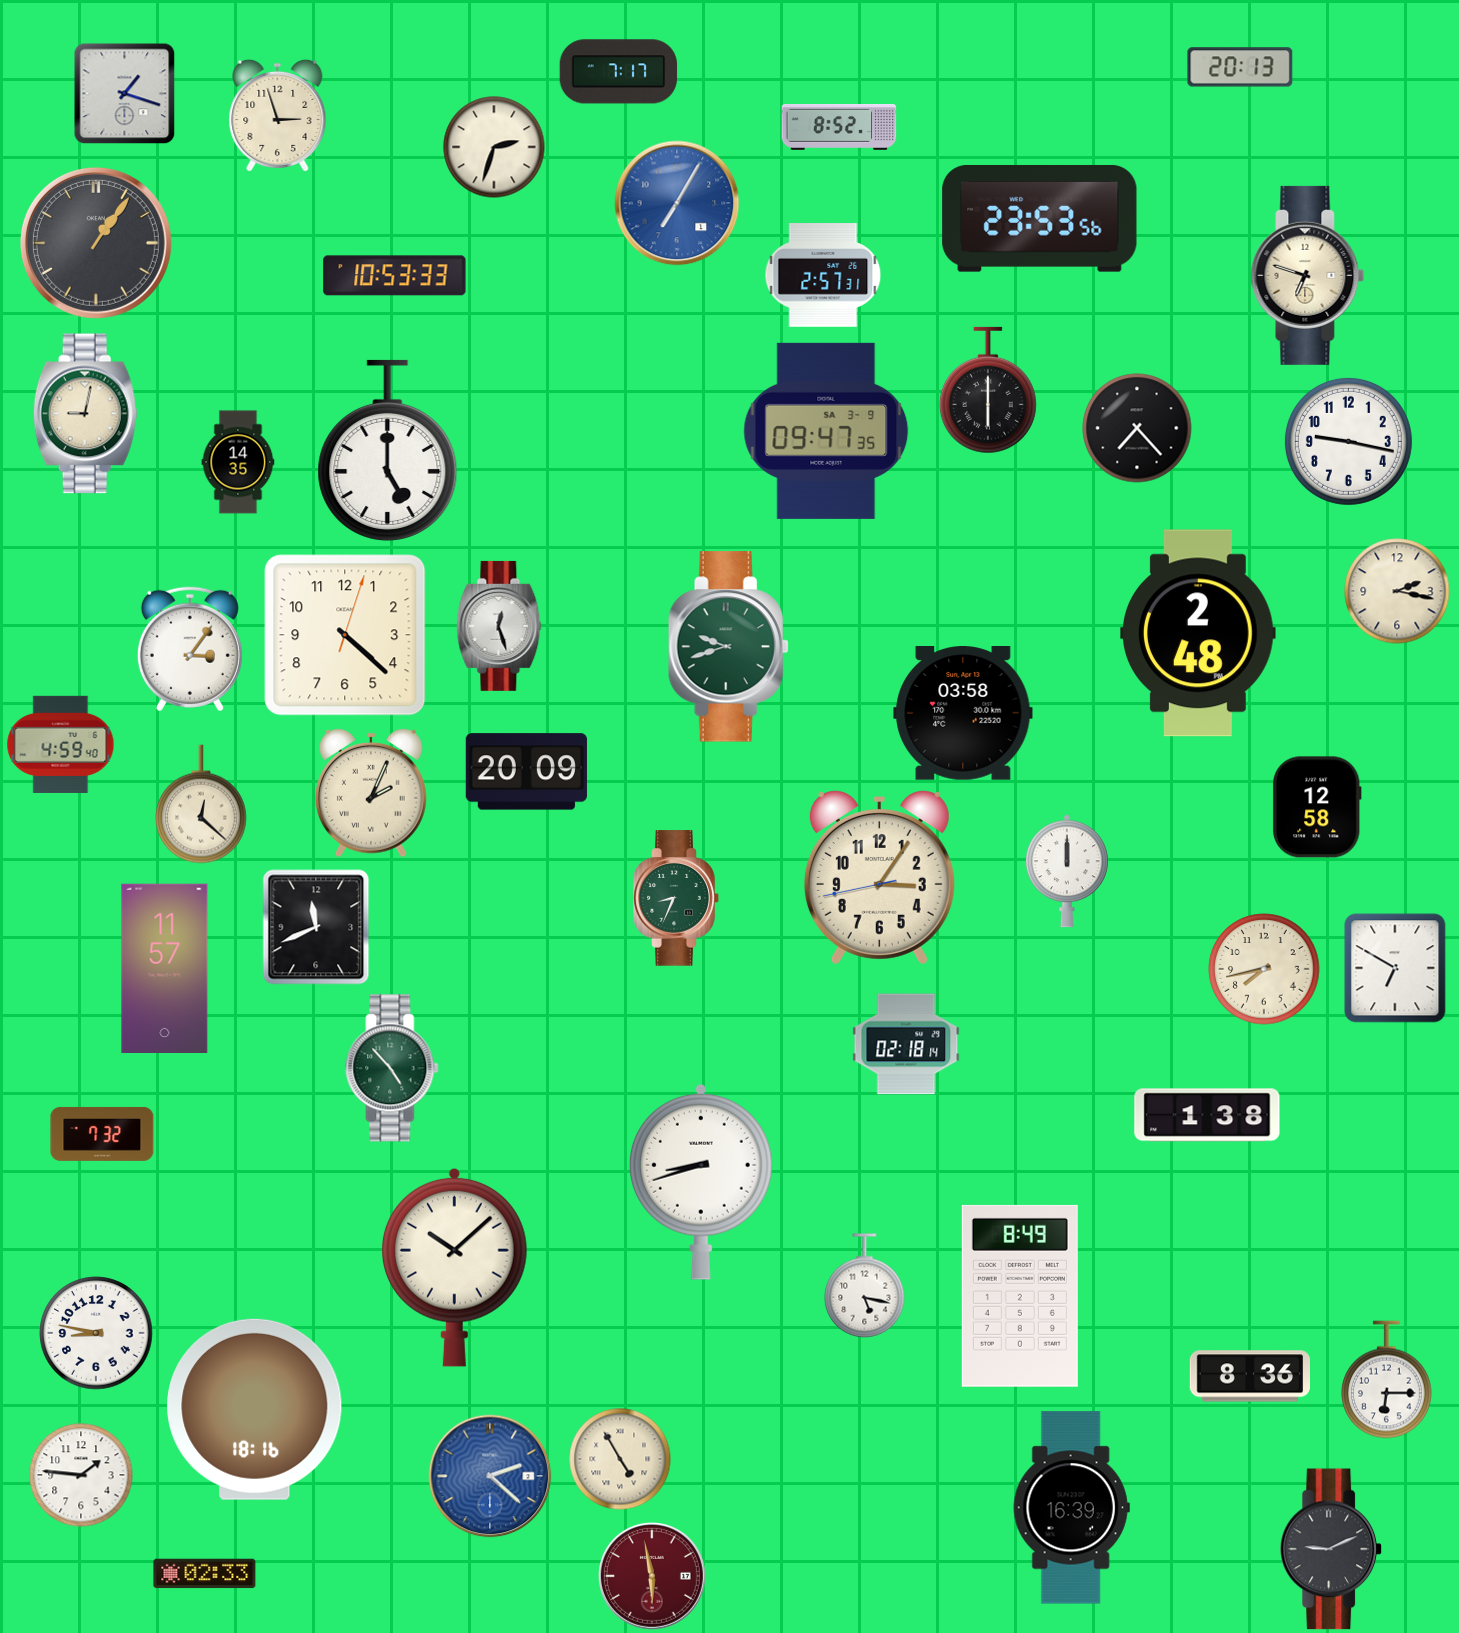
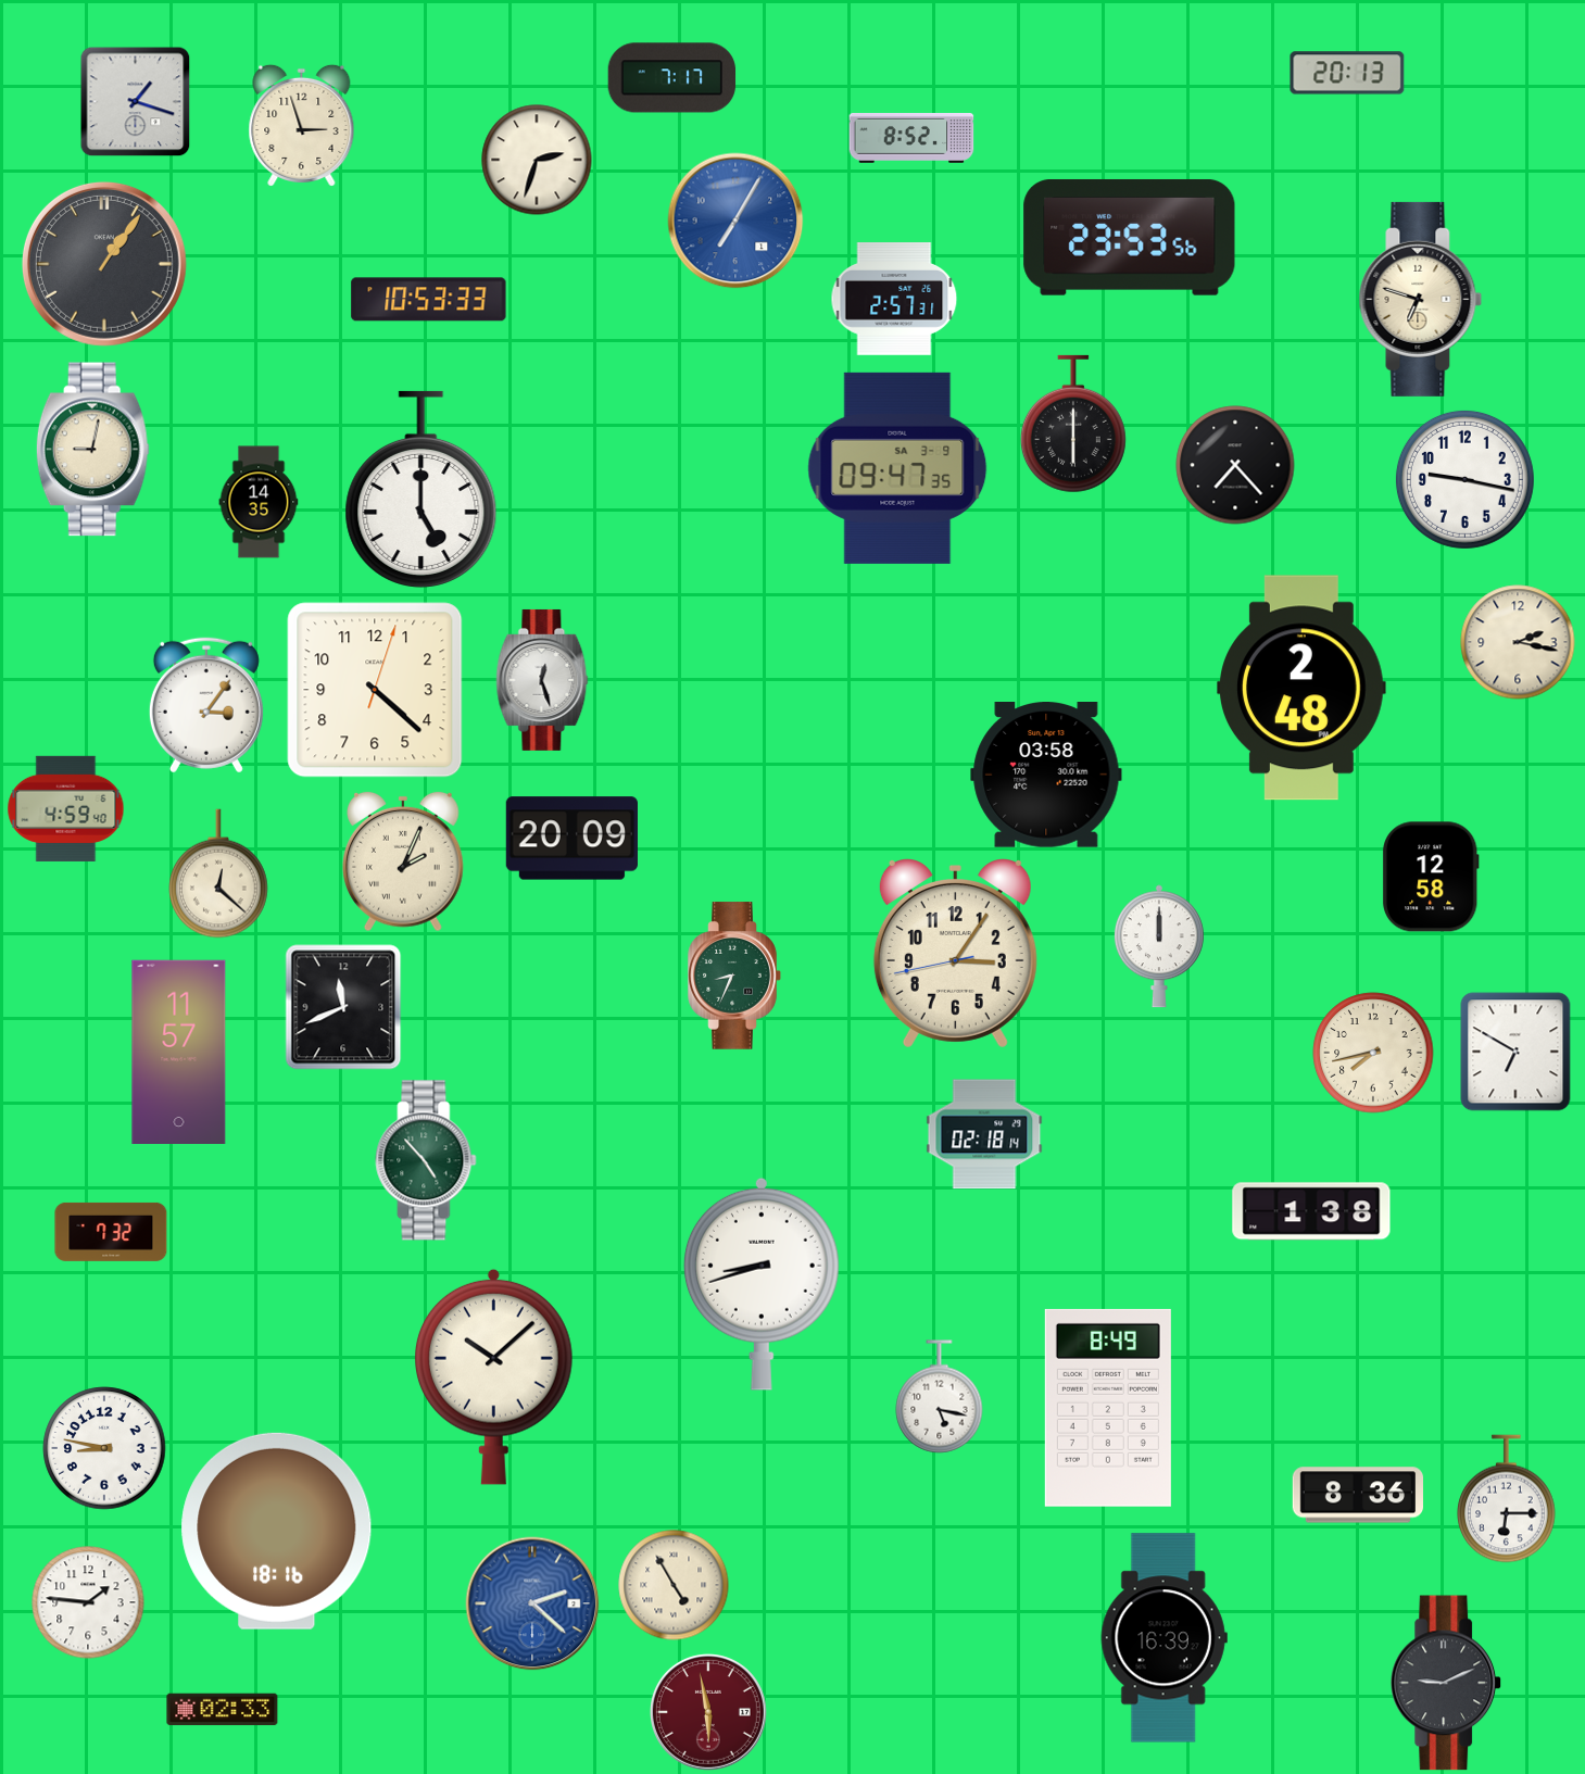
clock at (728, 647): 9:42 -> none
